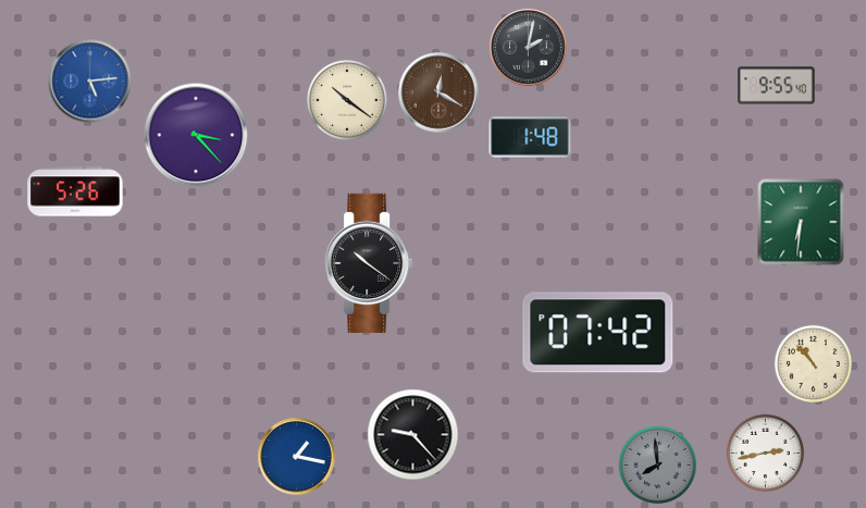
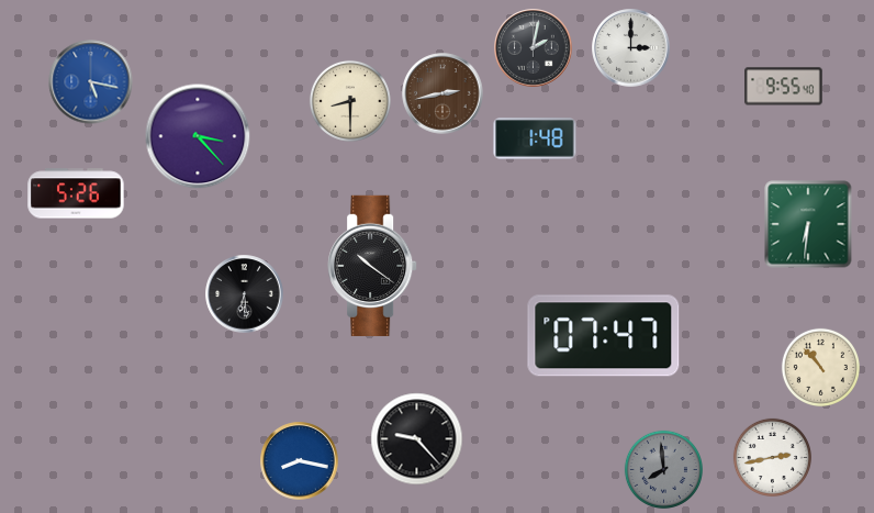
clock at (631, 48): none -> 3:00
clock at (90, 82): 5:14 -> 5:17
clock at (438, 92): 12:20 -> 2:43
clock at (347, 100): 10:21 -> 8:30
clock at (245, 294): none -> 6:29
clock at (598, 333): 07:42 -> 07:47
clock at (297, 457): 1:17 -> 8:17
